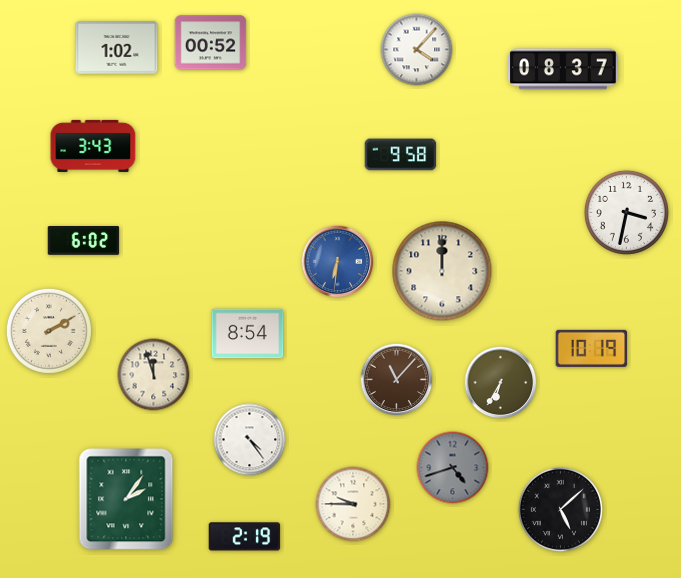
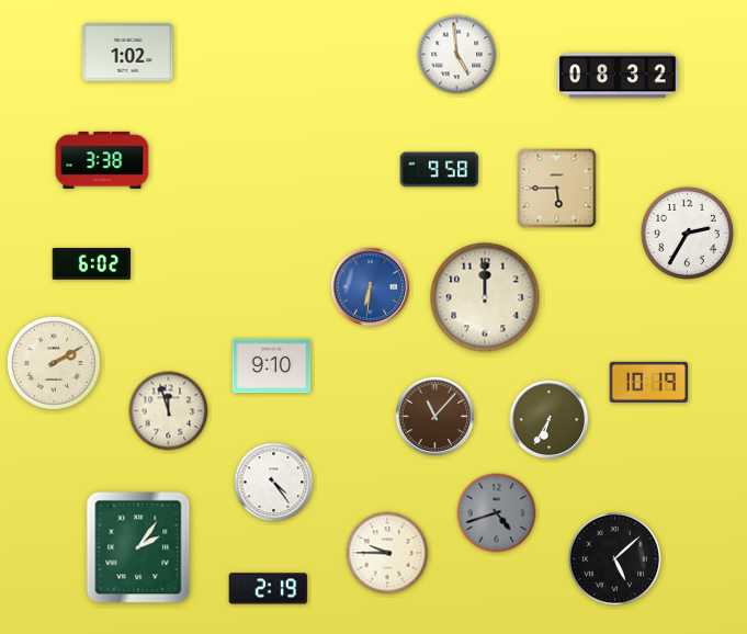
clock at (211, 43): 00:52 -> none
clock at (417, 50): 4:07 -> 4:59
clock at (563, 69): 08:37 -> 08:32
clock at (93, 146): 3:43 -> 3:38
clock at (557, 189): none -> 5:45
clock at (626, 212): 3:32 -> 2:35
clock at (248, 334): 8:54 -> 9:10
